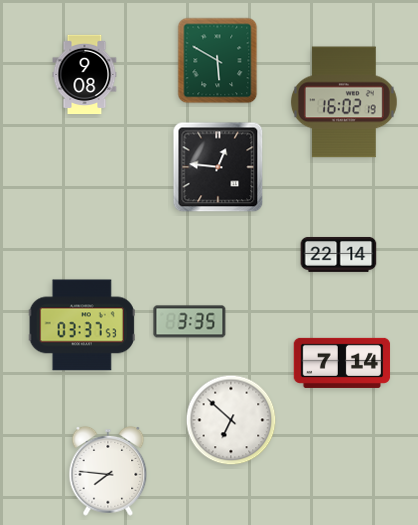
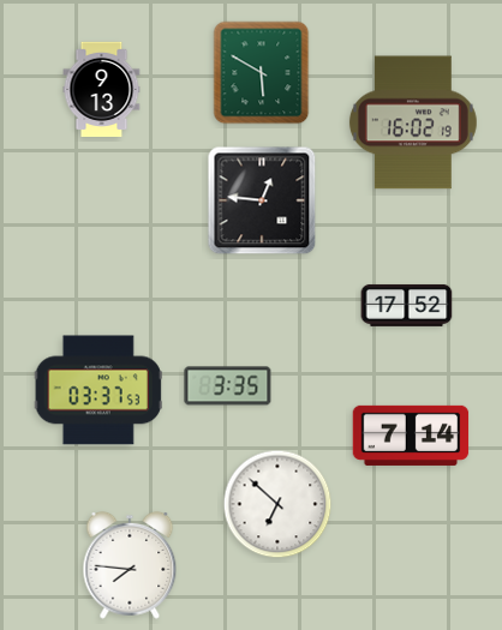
clock at (85, 75): 9:08 -> 9:13
clock at (339, 254): 22:14 -> 17:52
